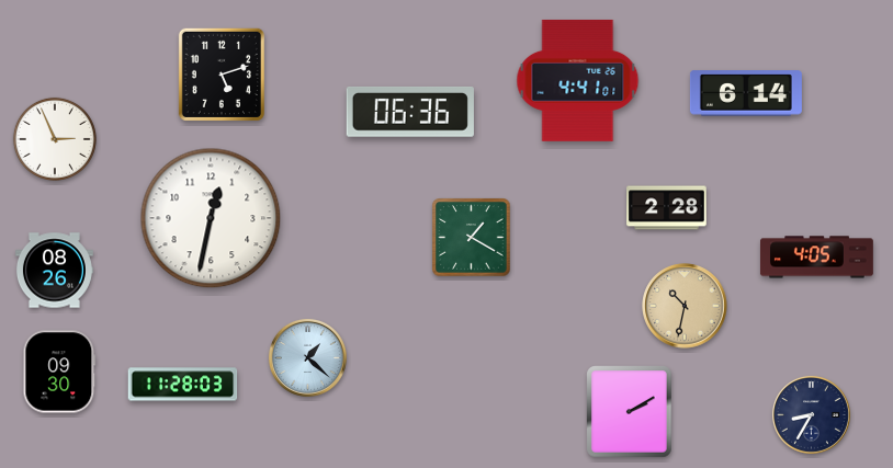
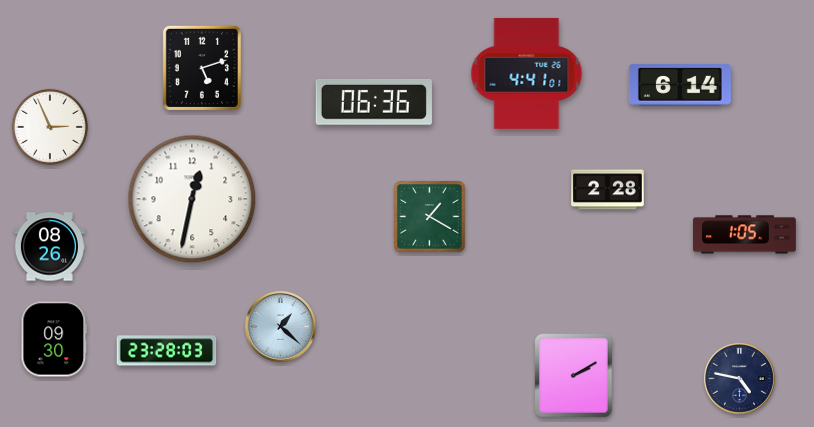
clock at (816, 258): 4:05 -> 1:05
clock at (685, 306): 10:32 -> none
clock at (183, 385): 11:28 -> 23:28
clock at (811, 414): 8:35 -> 4:47
